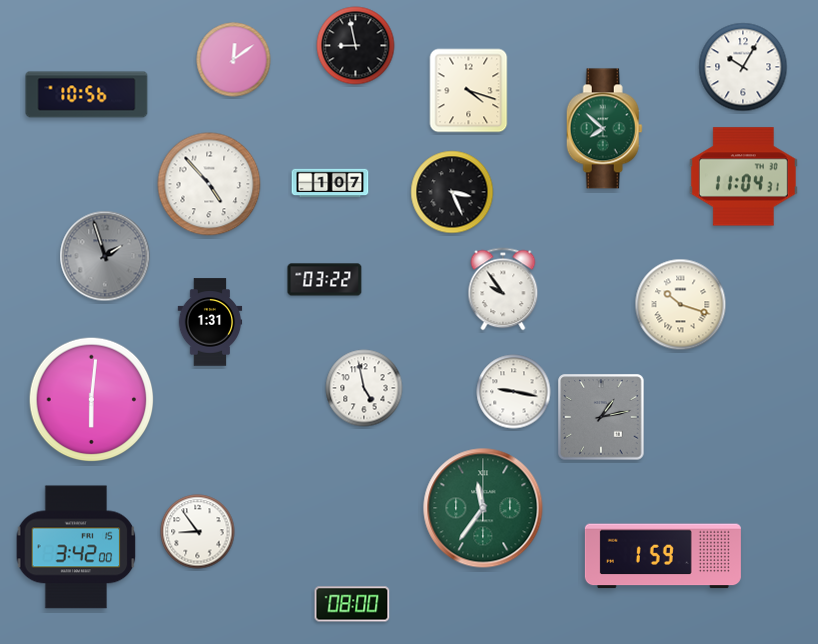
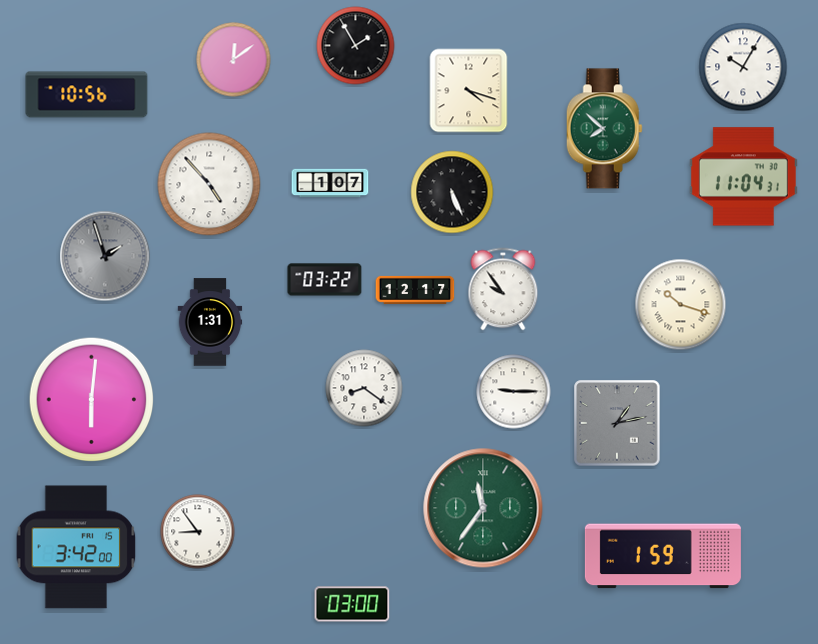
clock at (356, 46): 8:58 -> 1:55
clock at (452, 192): 3:26 -> 5:26
clock at (415, 290): none -> 12:17
clock at (364, 388): 4:58 -> 8:21
clock at (514, 392): 9:17 -> 9:15
clock at (601, 417) position: (601, 417) -> (617, 423)
clock at (352, 604): 08:00 -> 03:00
